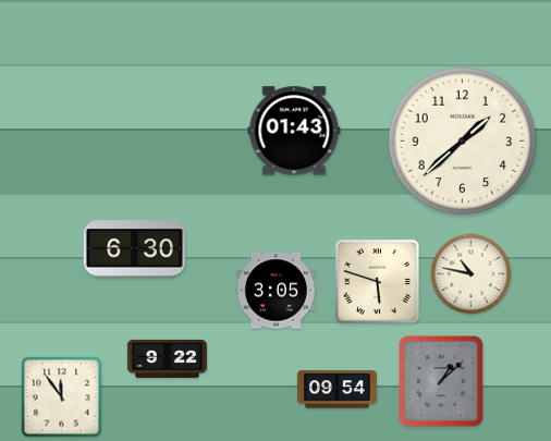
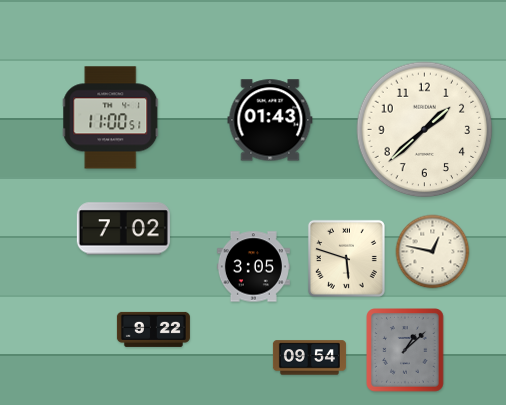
clock at (111, 118): none -> 11:00
clock at (134, 249): 6:30 -> 7:02
clock at (472, 274): 10:47 -> 12:47
clock at (62, 397): 11:54 -> none
